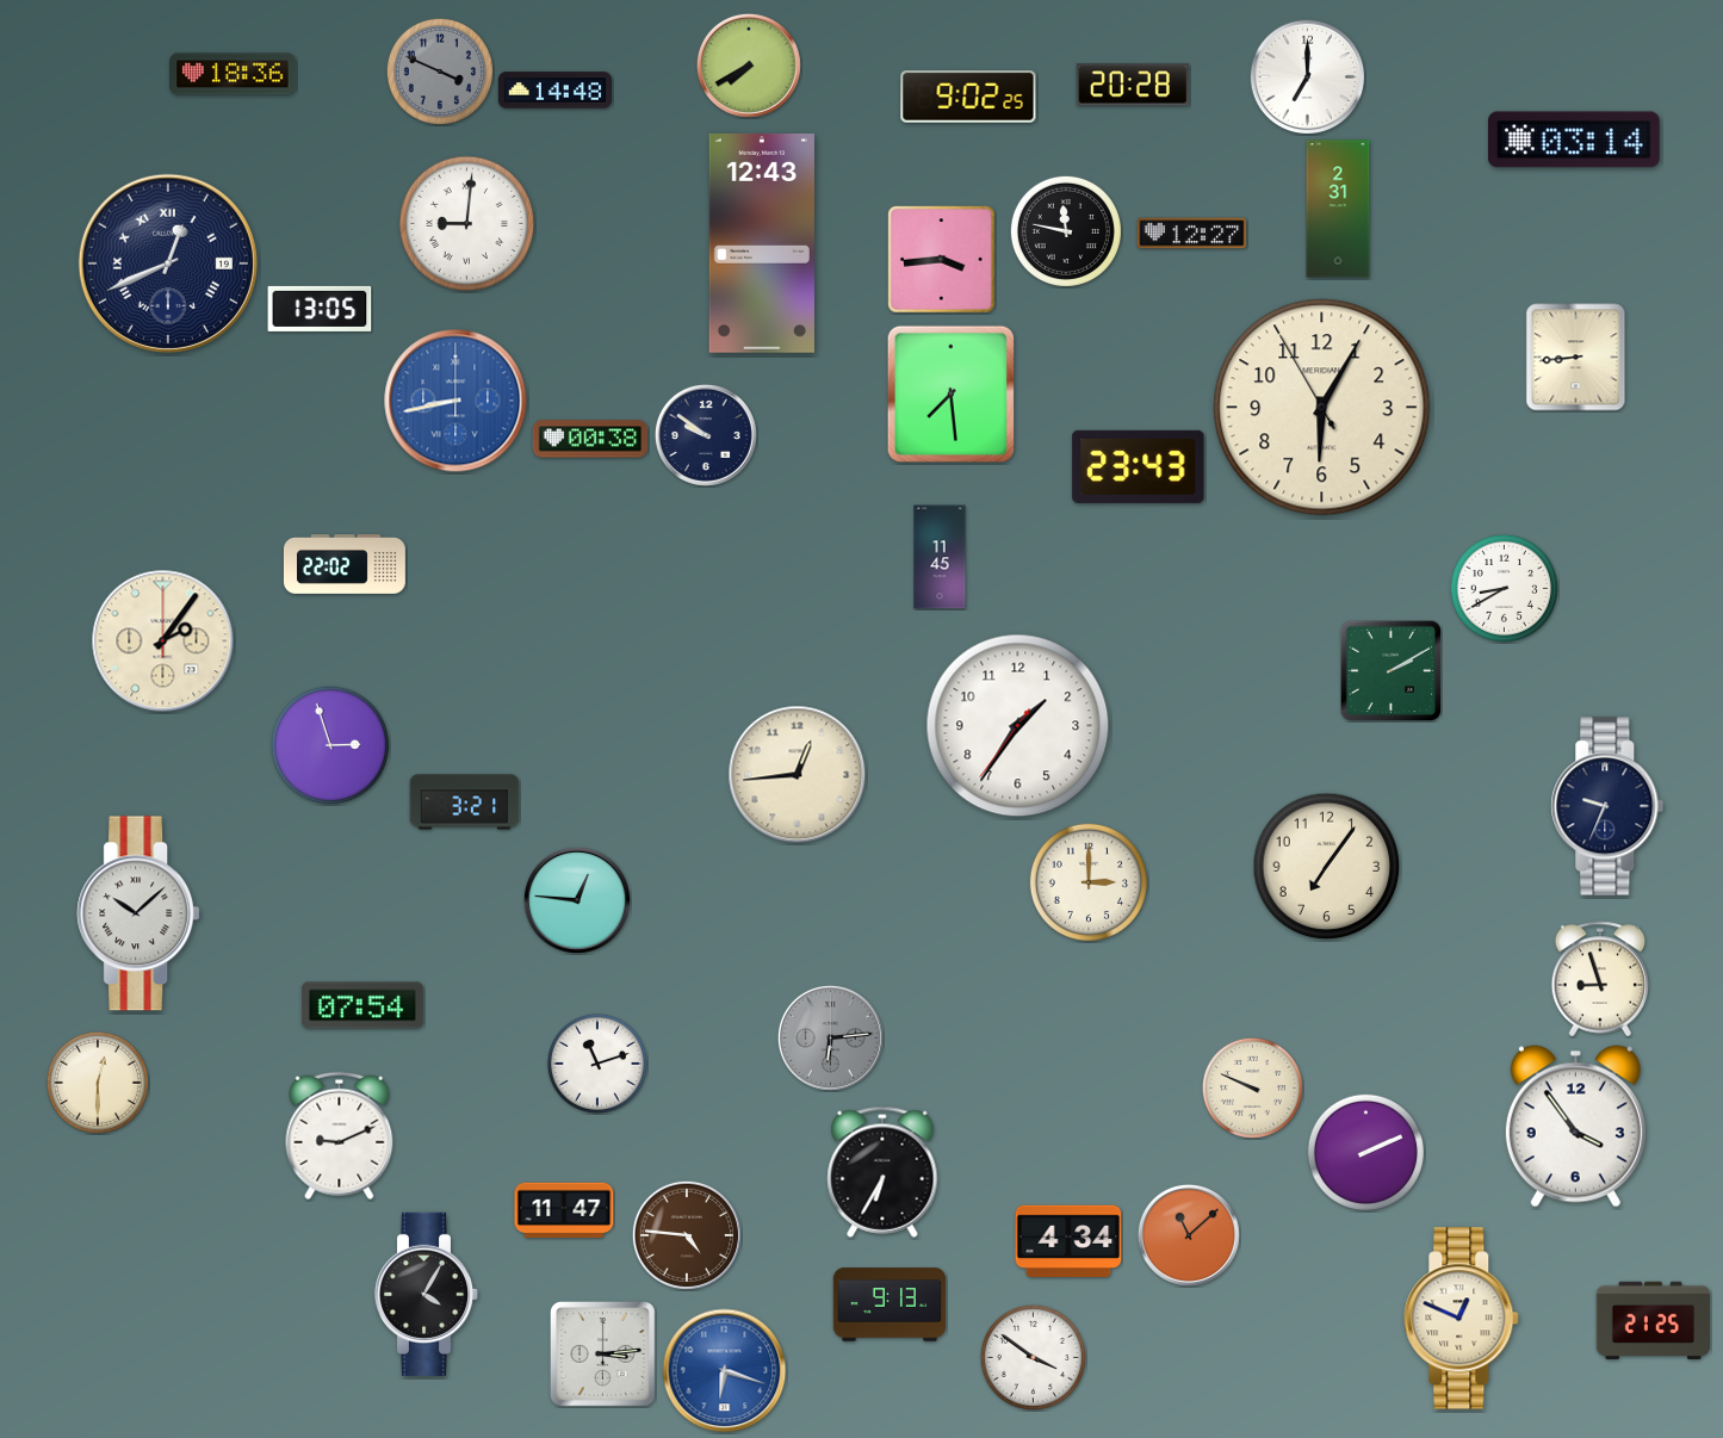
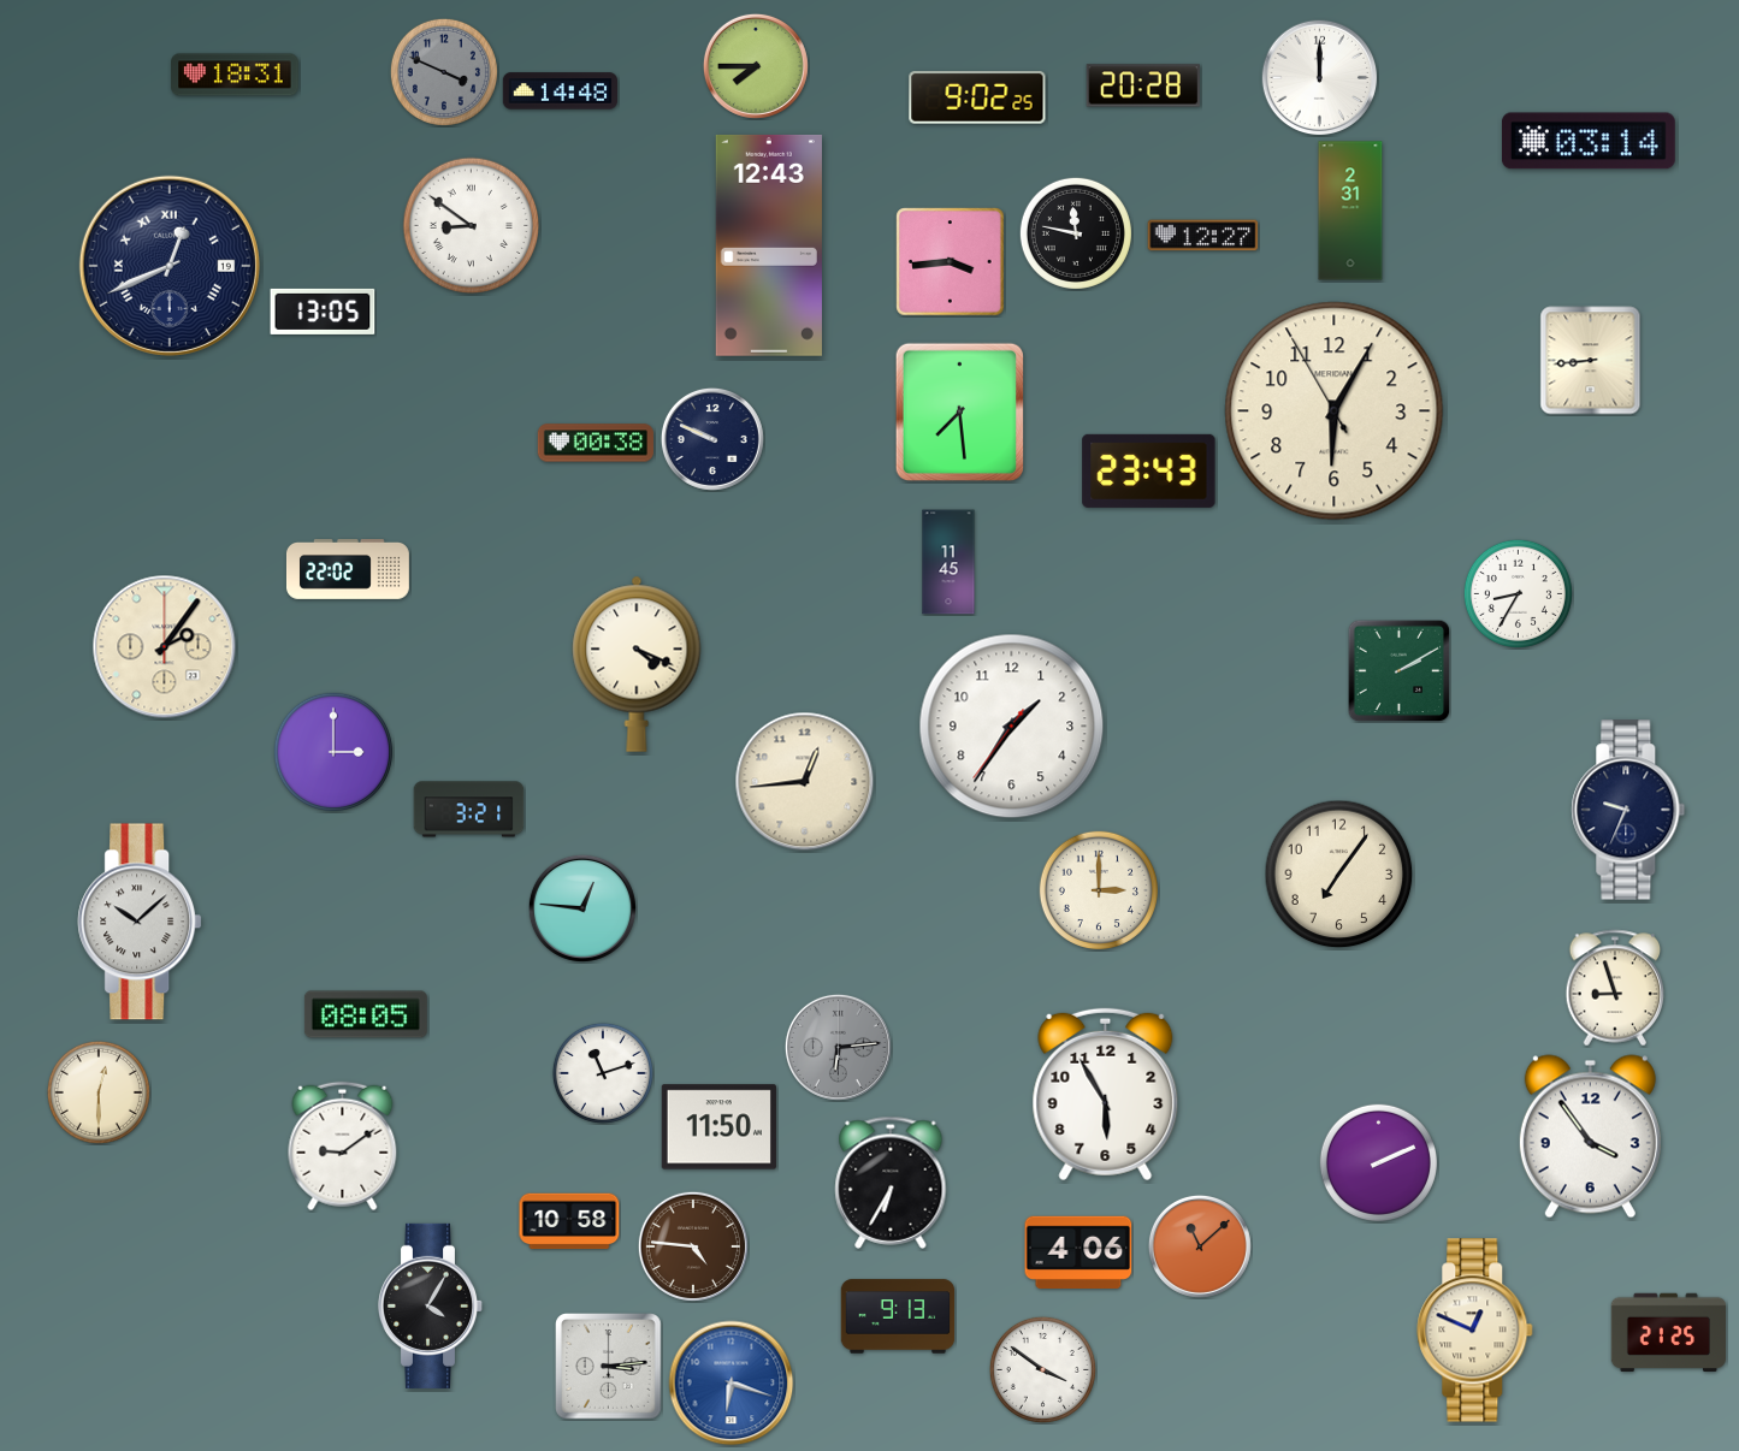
clock at (749, 66): 7:40 -> 7:45
clock at (233, 74): 18:36 -> 18:31
clock at (1308, 78): 7:00 -> 12:00
clock at (467, 224): 9:01 -> 8:51
clock at (950, 393) position: (950, 393) -> (959, 411)
clock at (455, 401): 8:43 -> none
clock at (706, 435): 9:51 -> 9:49
clock at (1504, 588): 8:40 -> 8:35
clock at (637, 664): none -> 4:19
clock at (1390, 670) position: (1390, 670) -> (1398, 670)
clock at (1018, 726) position: (1018, 726) -> (1012, 727)
clock at (330, 745): 2:57 -> 3:00
clock at (1607, 806) position: (1607, 806) -> (1628, 810)
clock at (362, 1005): 07:54 -> 08:05
clock at (1106, 1095): none -> 5:55
clock at (1252, 1087): 9:49 -> none
clock at (718, 1127): none -> 11:50
clock at (340, 1136): 9:11 -> 9:09
clock at (564, 1210): 11:47 -> 10:58
clock at (1068, 1240): 4:34 -> 4:06
